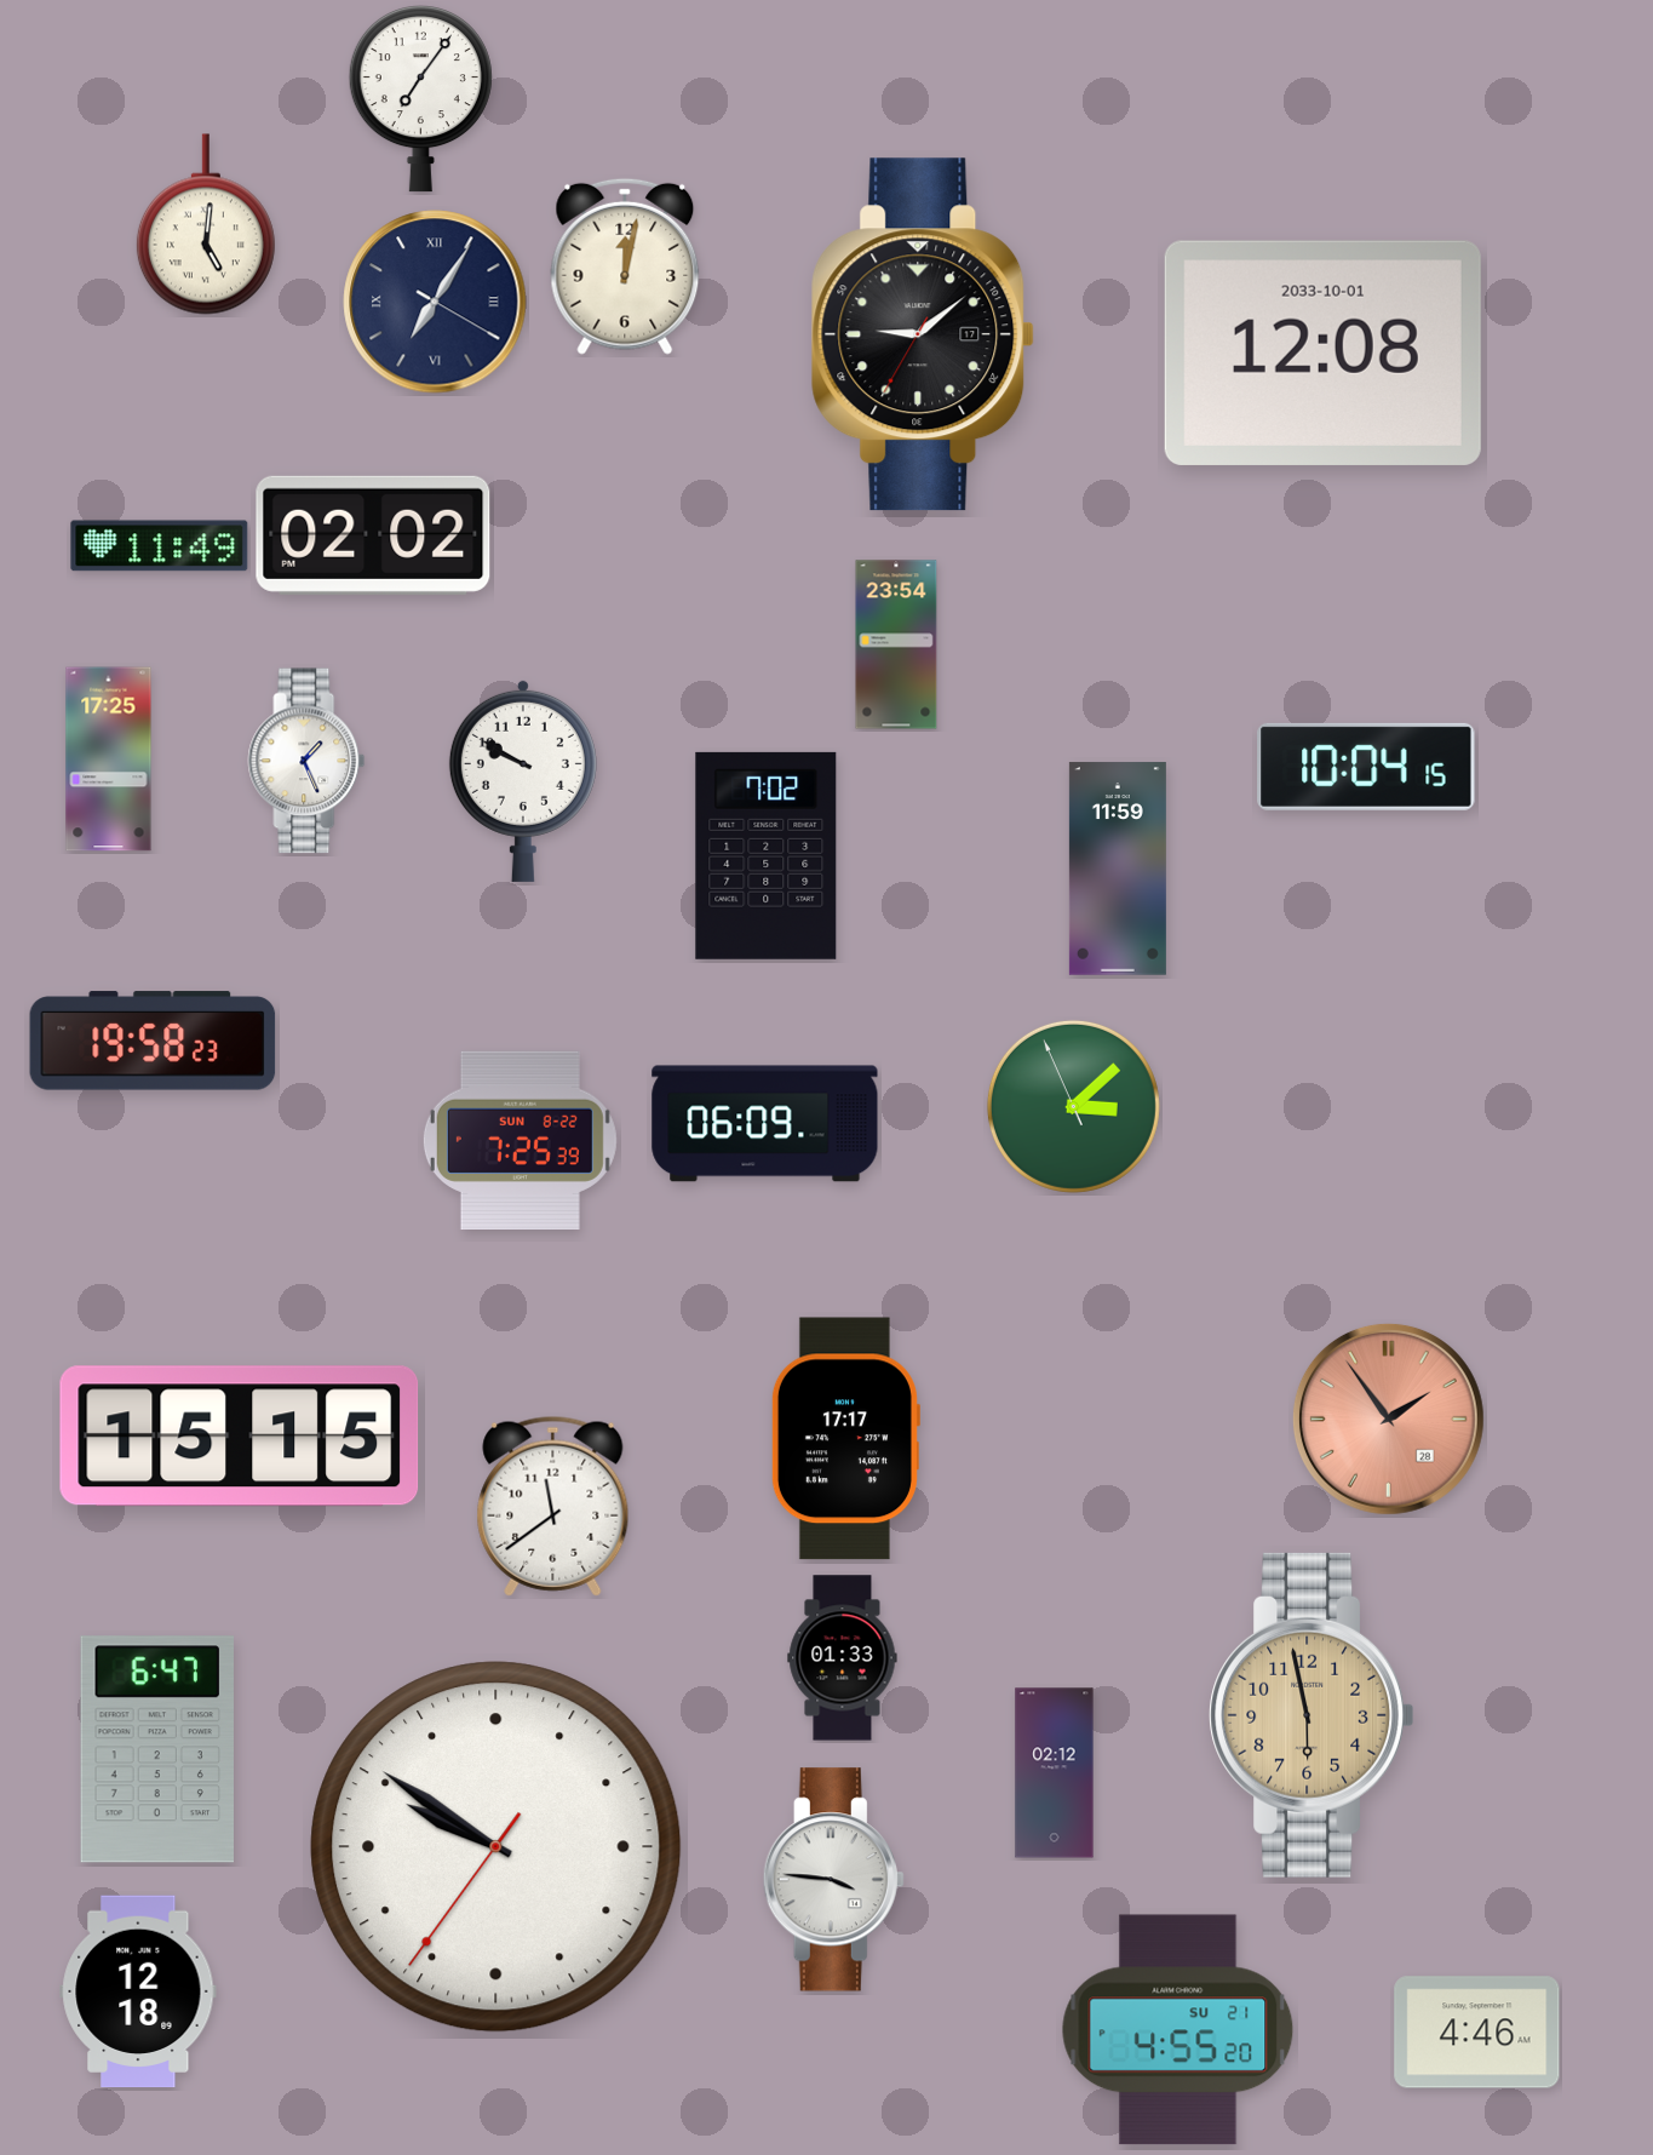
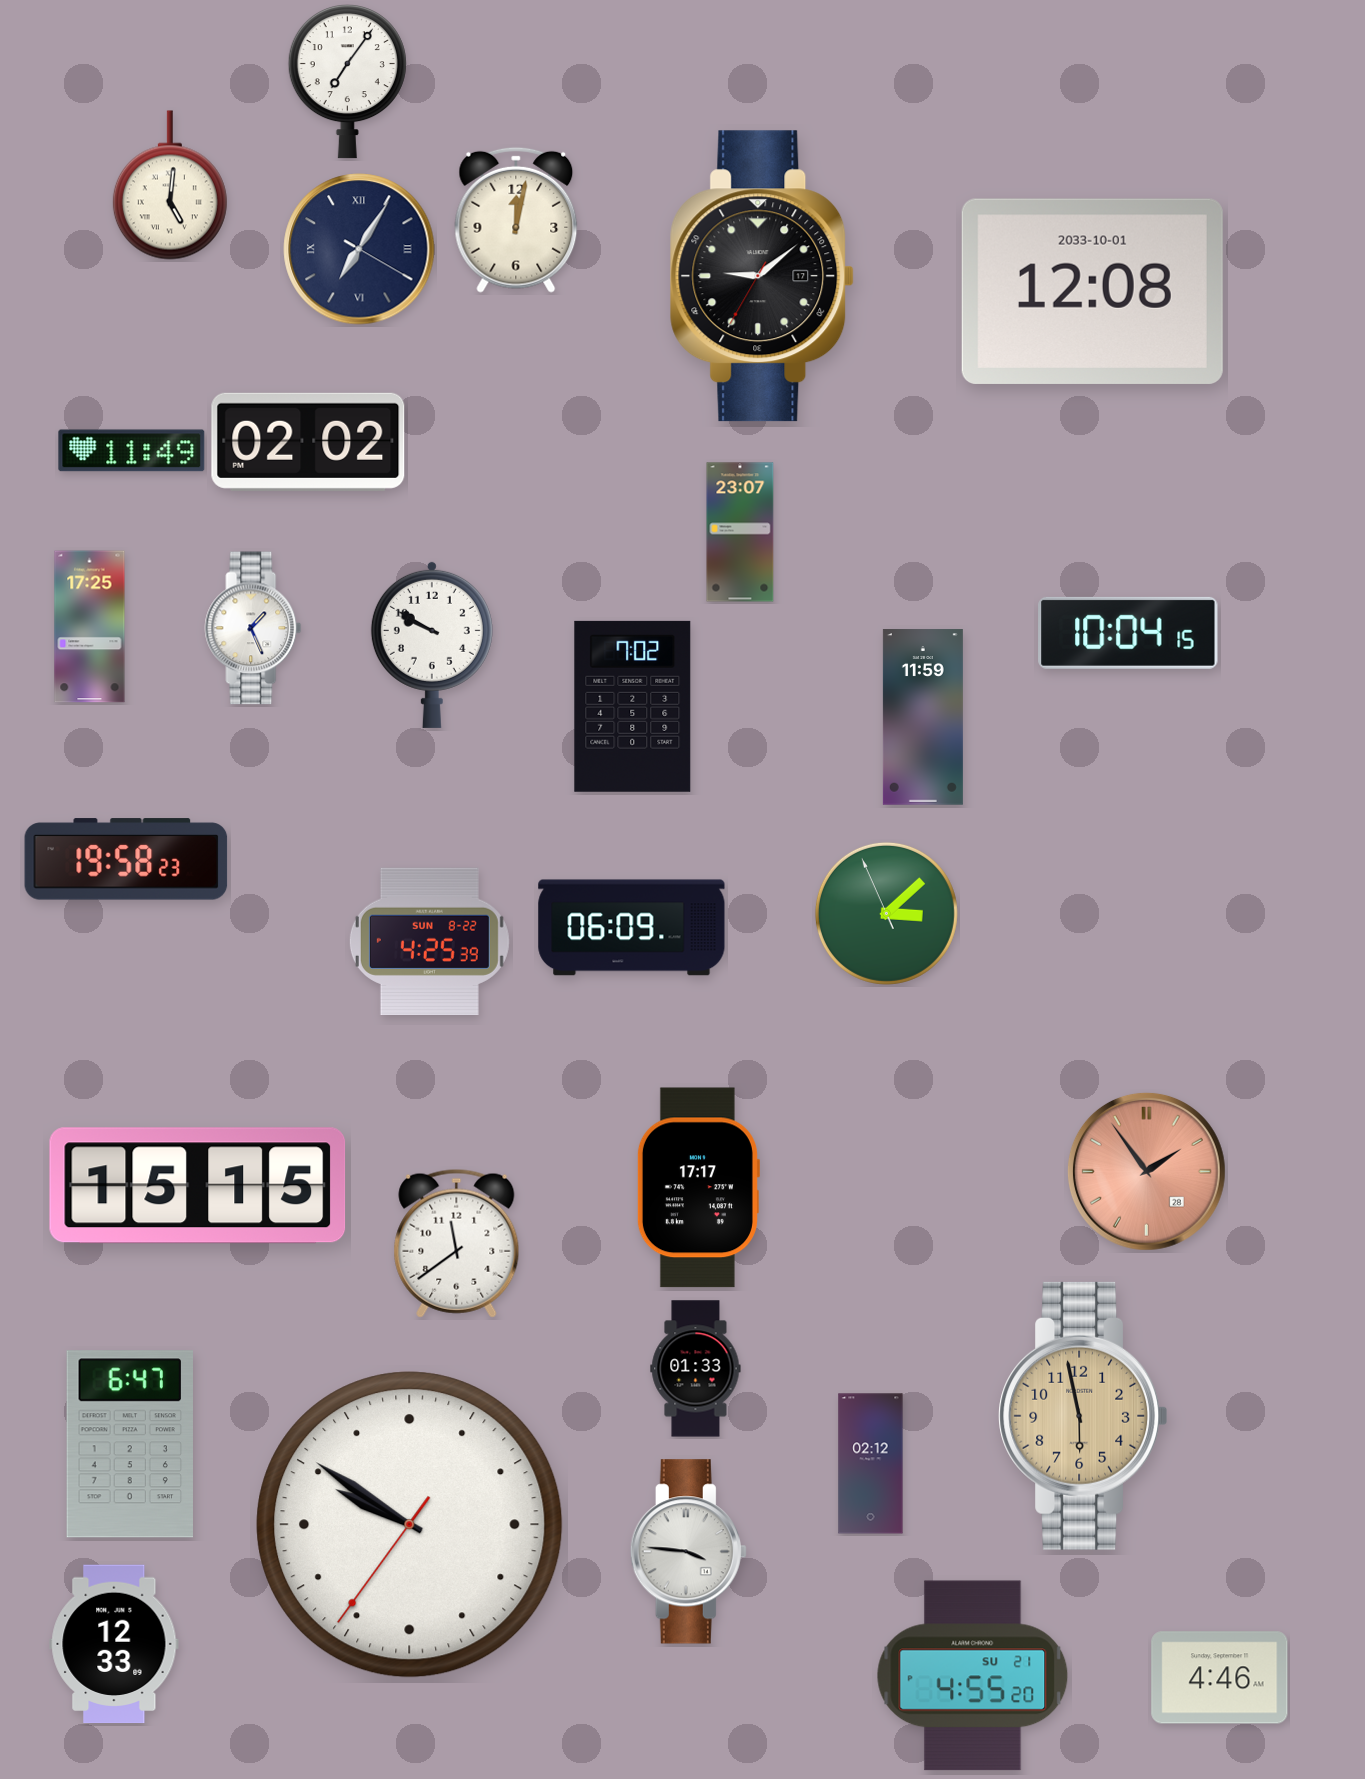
clock at (896, 644): 23:54 -> 23:07
clock at (520, 1140): 7:25 -> 4:25
clock at (138, 1991): 12:18 -> 12:33
